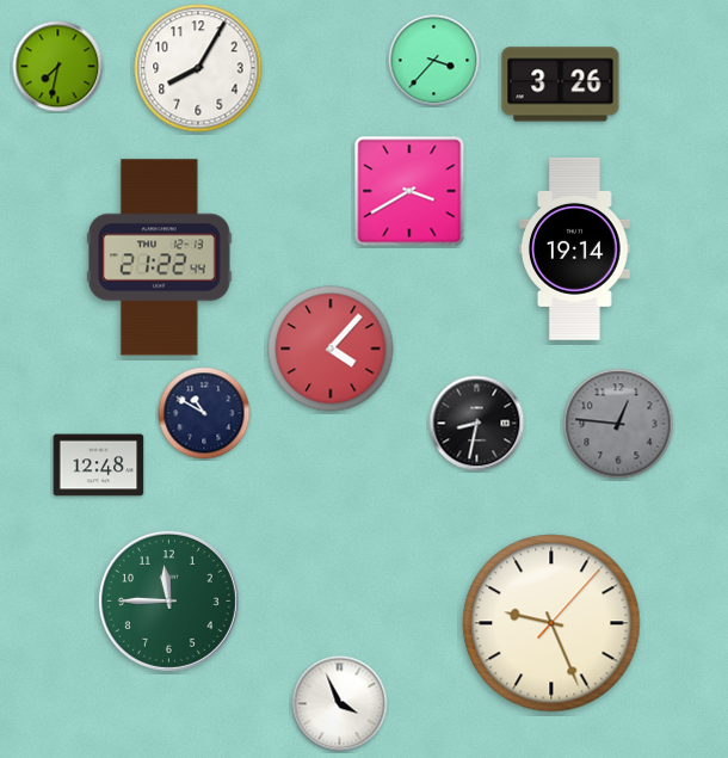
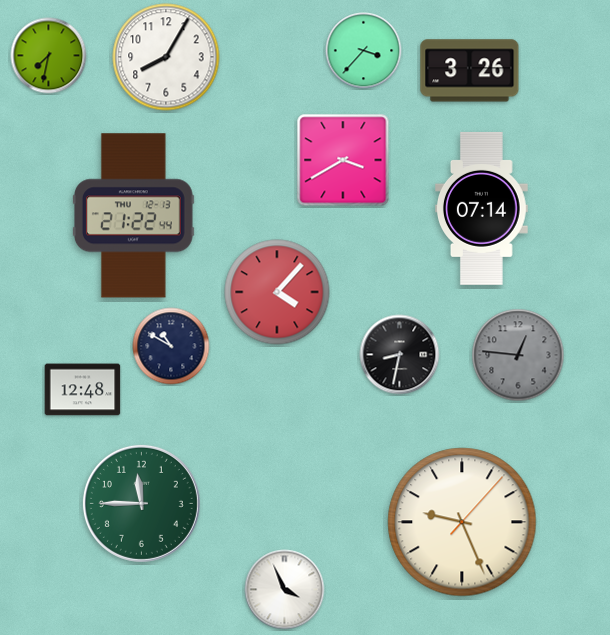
clock at (575, 248): 19:14 -> 07:14
